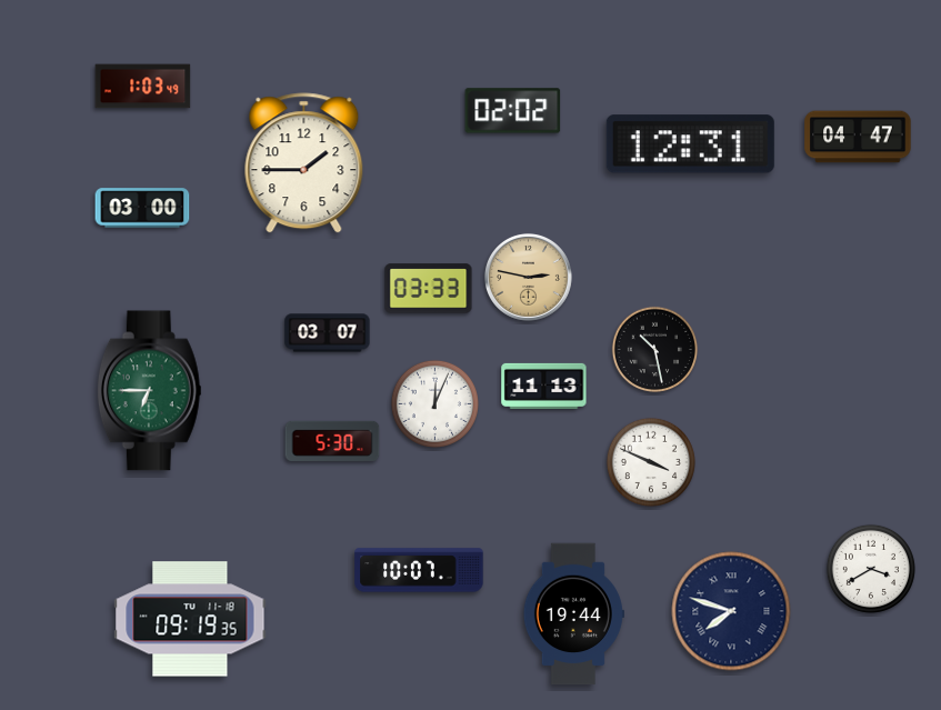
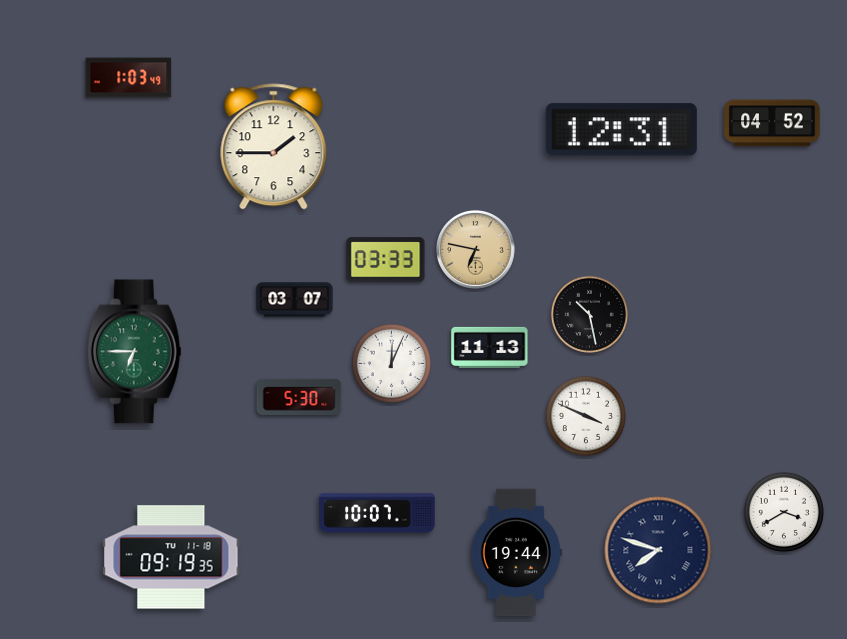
clock at (513, 111): 02:02 -> none
clock at (858, 137): 04:47 -> 04:52
clock at (142, 208): 03:00 -> none
clock at (528, 277): 2:47 -> 6:47
